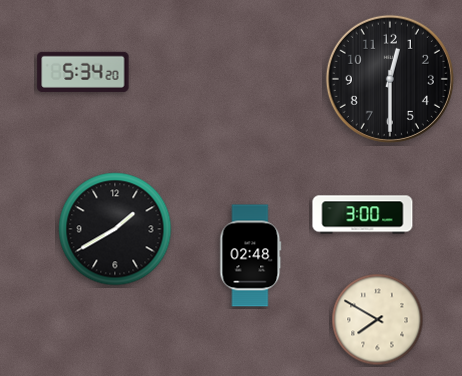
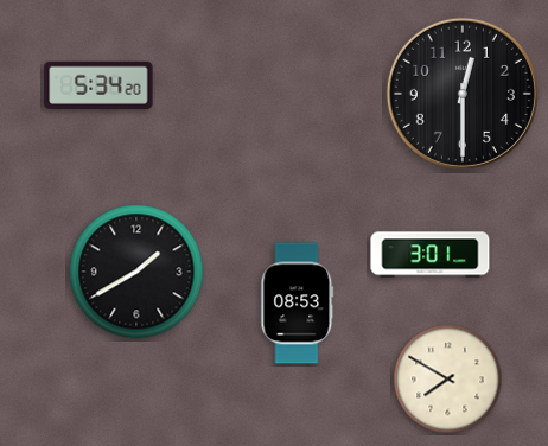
clock at (363, 215): 3:00 -> 3:01
clock at (251, 256): 02:48 -> 08:53
